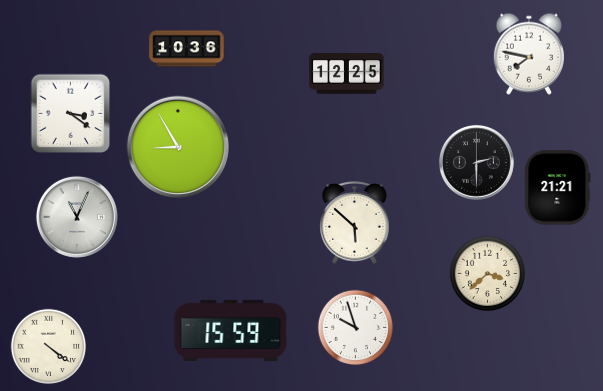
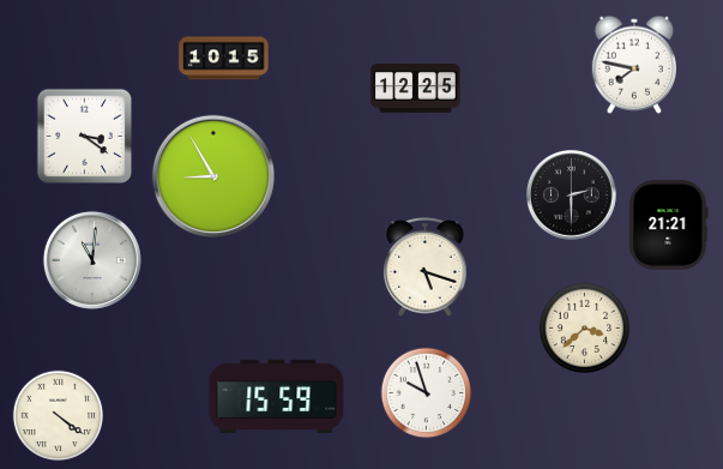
clock at (187, 49): 10:36 -> 10:15
clock at (77, 217): 11:04 -> 11:01
clock at (355, 223): 5:52 -> 5:18
